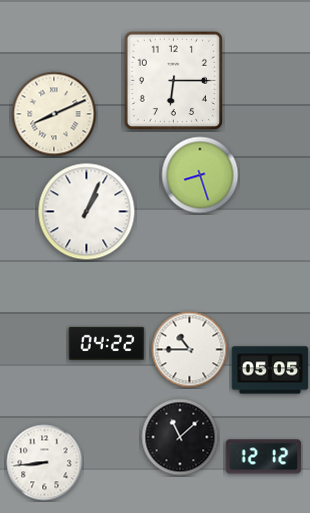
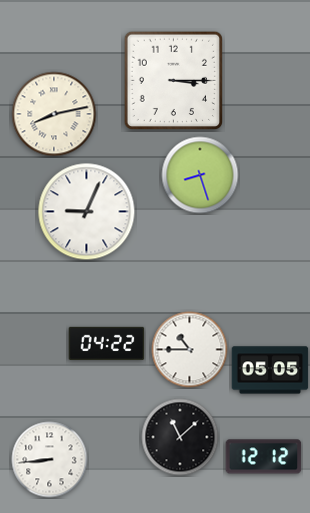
clock at (173, 80): 6:15 -> 3:15
clock at (54, 114): 8:11 -> 8:13
clock at (87, 212): 1:04 -> 9:04
clock at (45, 463) position: (45, 463) -> (50, 460)
